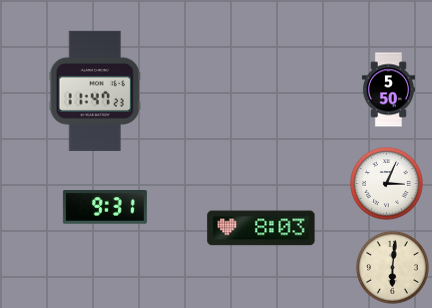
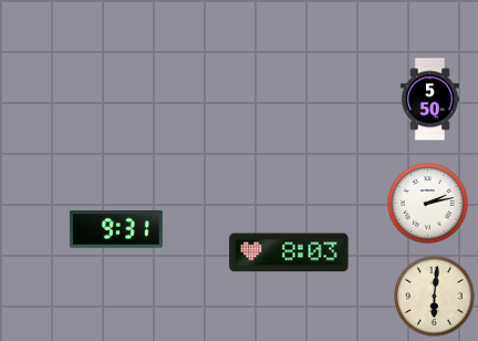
clock at (95, 91): 11:47 -> none
clock at (387, 184): 3:04 -> 2:13
